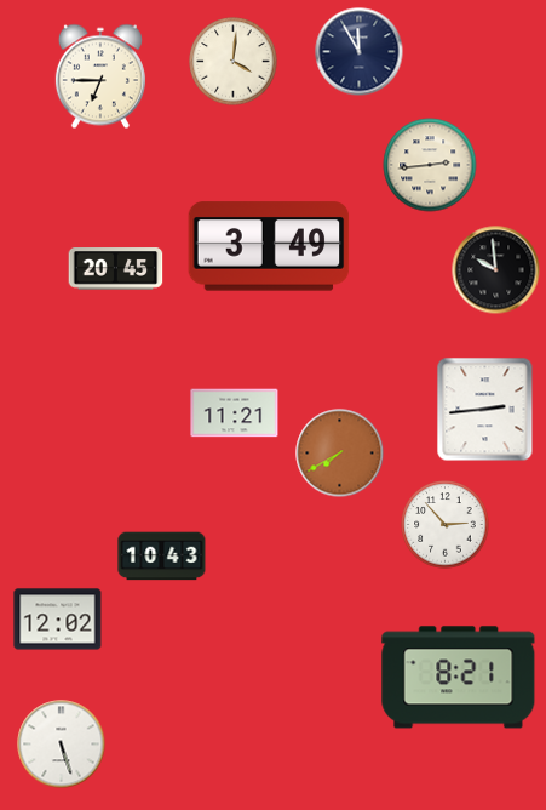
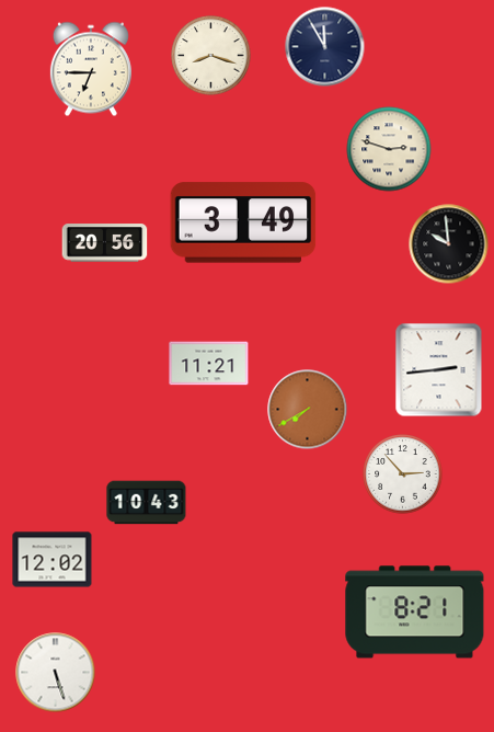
clock at (234, 62): 4:01 -> 8:18
clock at (430, 165): 2:44 -> 2:48
clock at (116, 269): 20:45 -> 20:56
clock at (235, 413) position: (235, 413) -> (209, 364)
